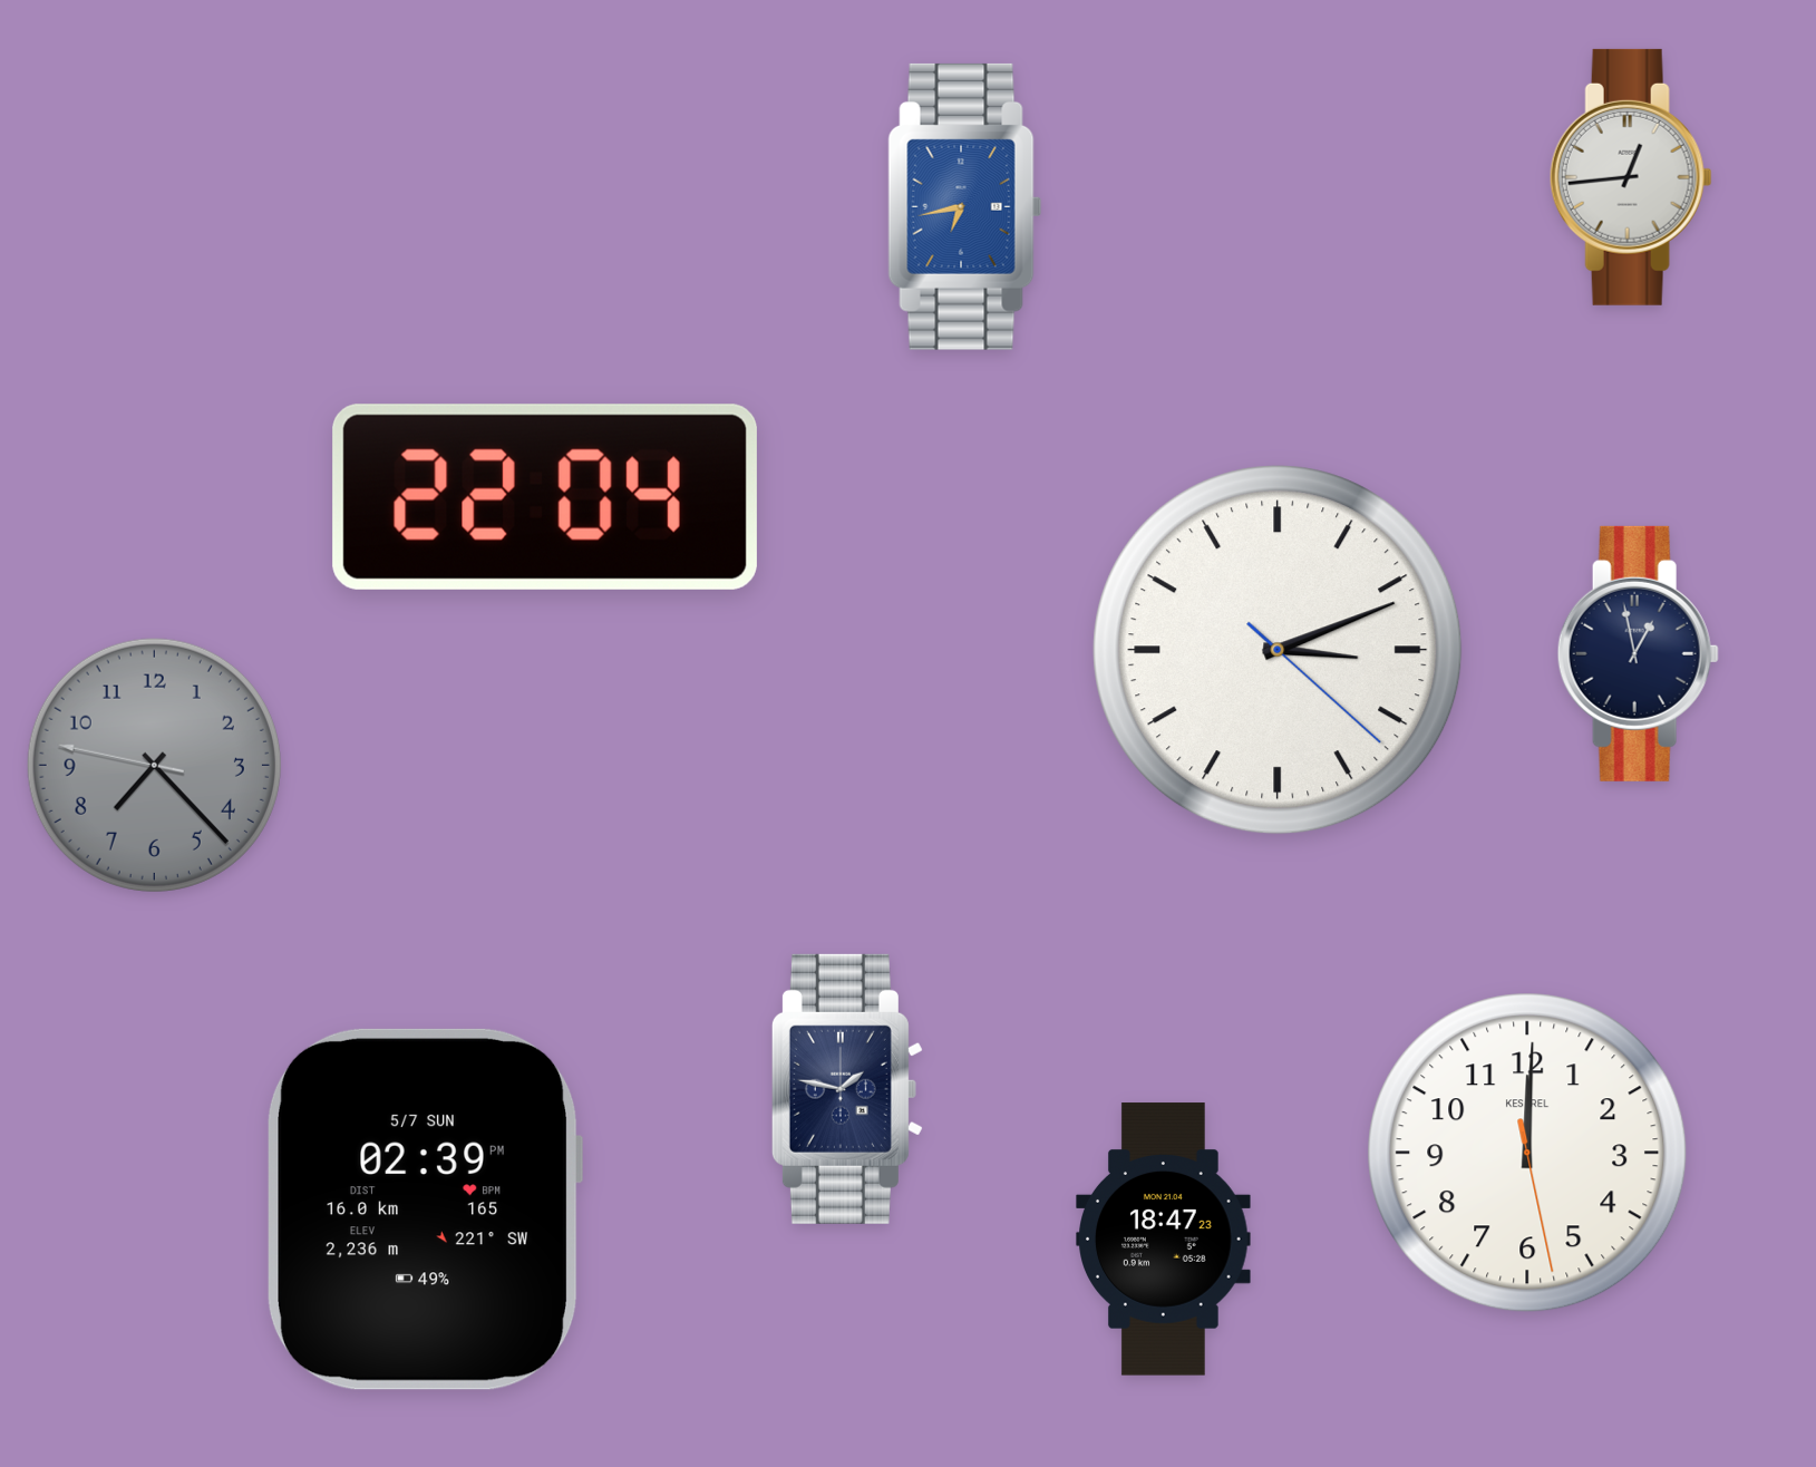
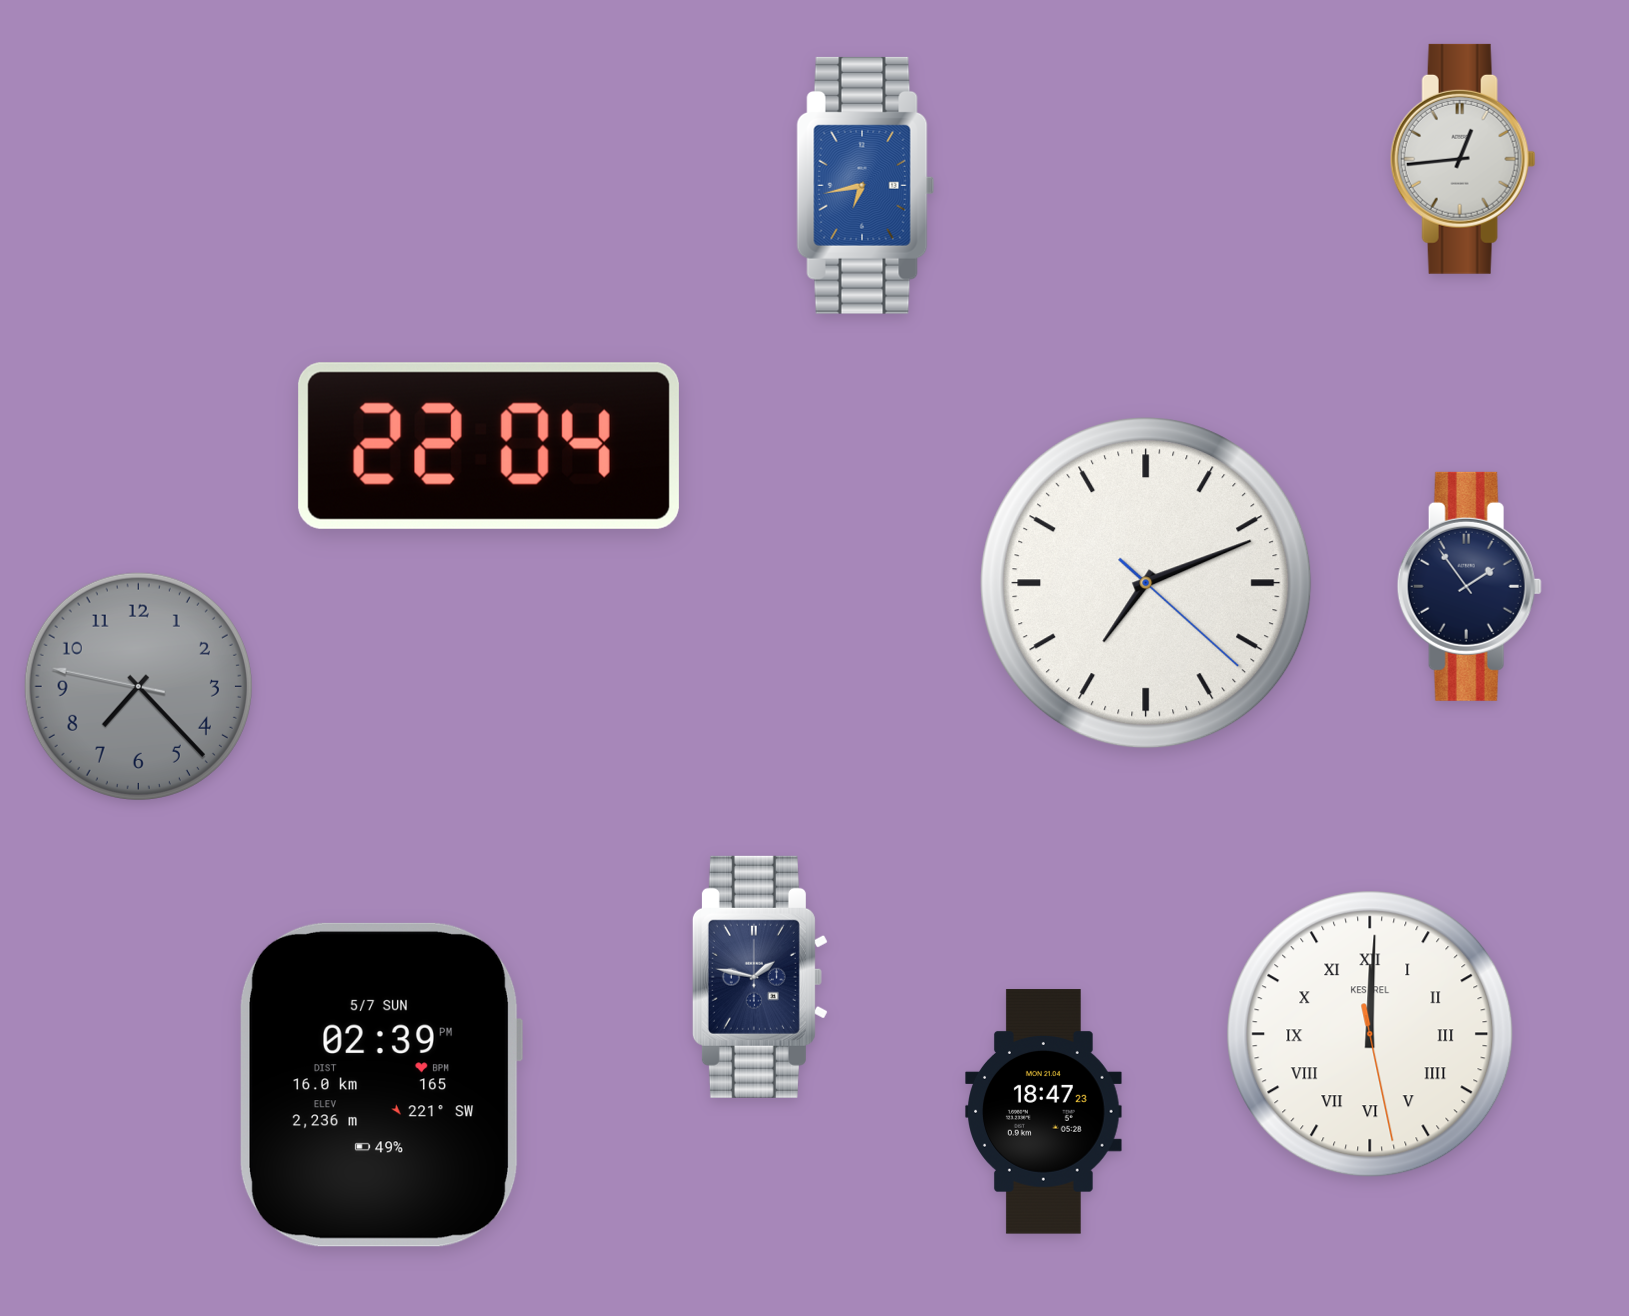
clock at (1278, 650): 3:11 -> 7:11
clock at (1638, 653): 12:58 -> 1:54
clock at (1527, 1153) numerals: Arabic -> Roman
